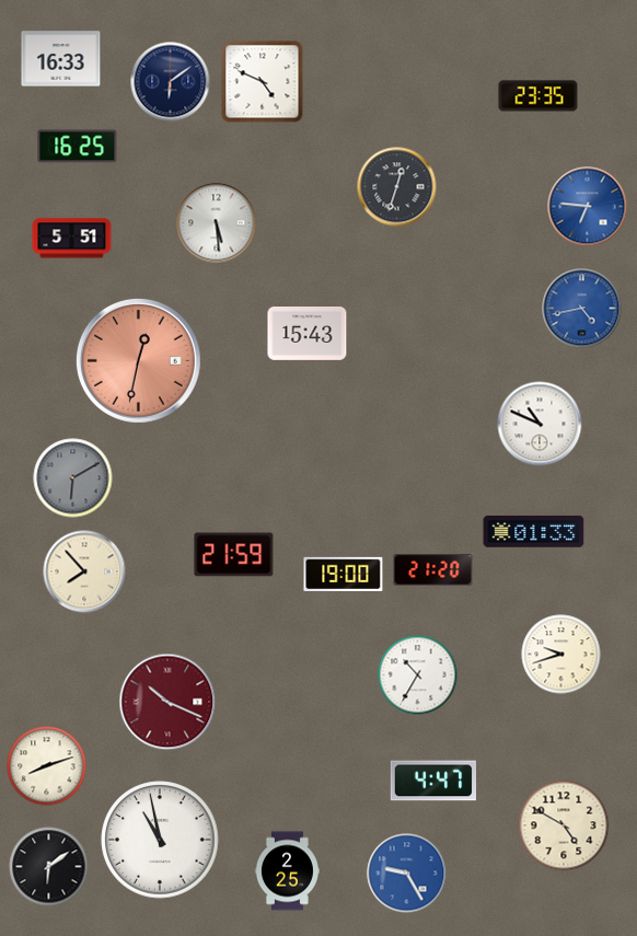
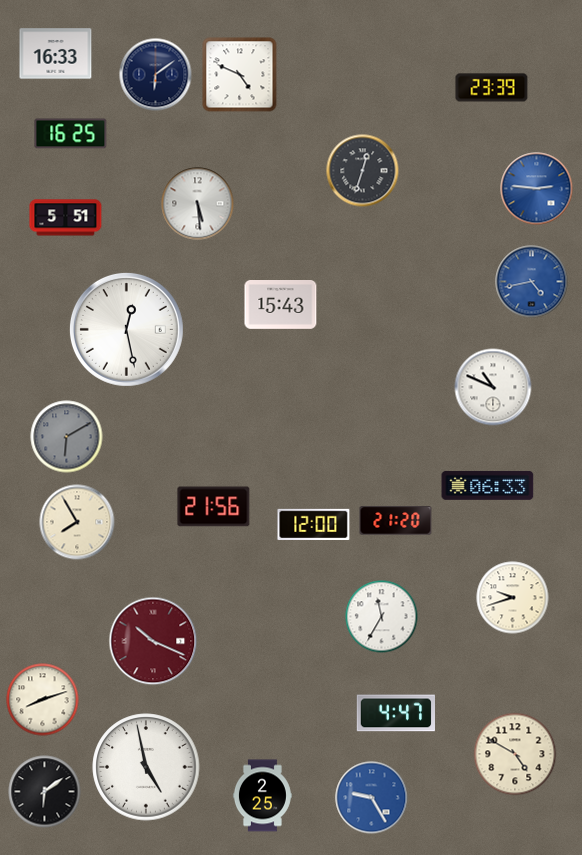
clock at (538, 96): 23:35 -> 23:39
clock at (588, 207): 6:46 -> 2:46
clock at (138, 360): 12:32 -> 12:28
clock at (138, 360) dial: salmon -> white
clock at (534, 531): 01:33 -> 06:33
clock at (234, 555): 21:59 -> 21:56
clock at (84, 571): 7:53 -> 7:55
clock at (344, 574): 19:00 -> 12:00
clock at (418, 675): 10:35 -> 11:35
clock at (160, 840): 10:58 -> 4:58
